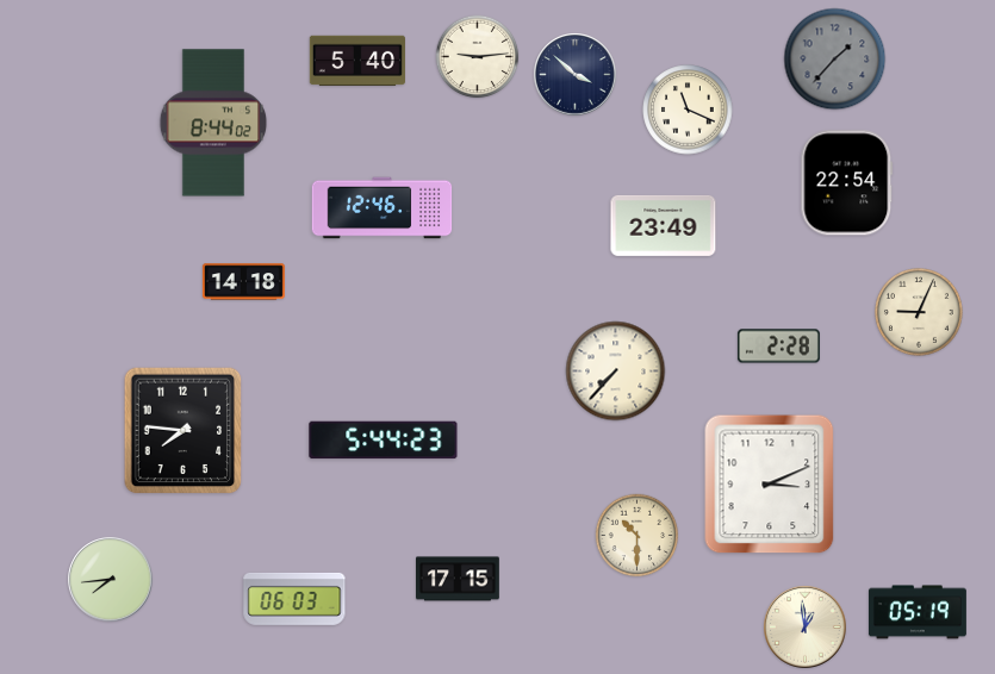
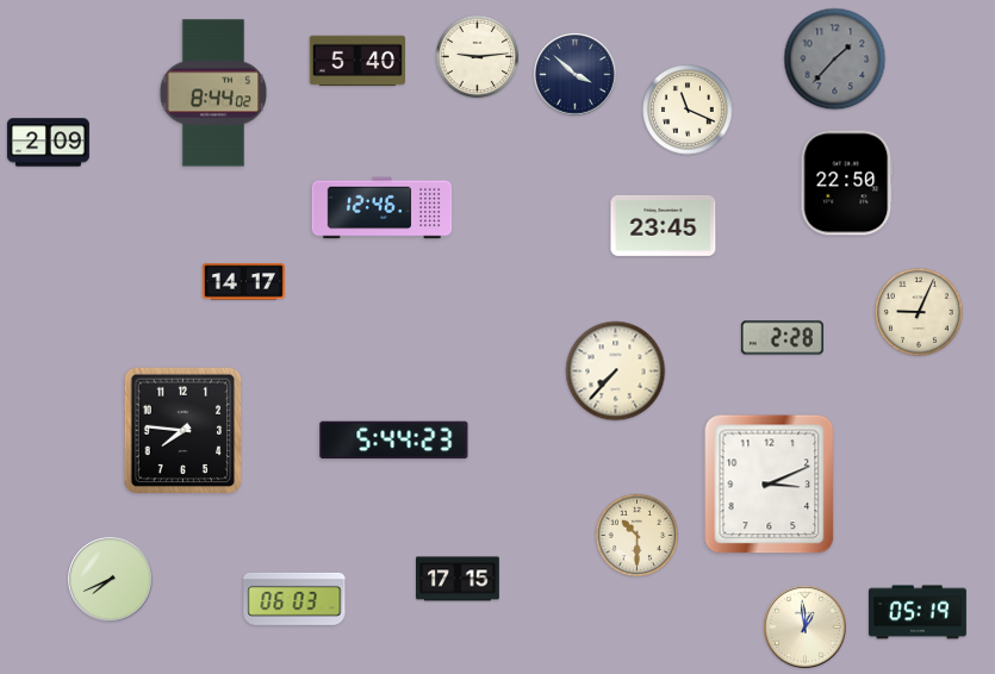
clock at (213, 123) position: (213, 123) -> (213, 93)
clock at (48, 143): none -> 2:09
clock at (847, 183): 22:54 -> 22:50
clock at (664, 225): 23:49 -> 23:45
clock at (243, 282): 14:18 -> 14:17
clock at (778, 347) position: (778, 347) -> (782, 338)
clock at (384, 441) position: (384, 441) -> (394, 441)
clock at (111, 580): 7:44 -> 7:41
